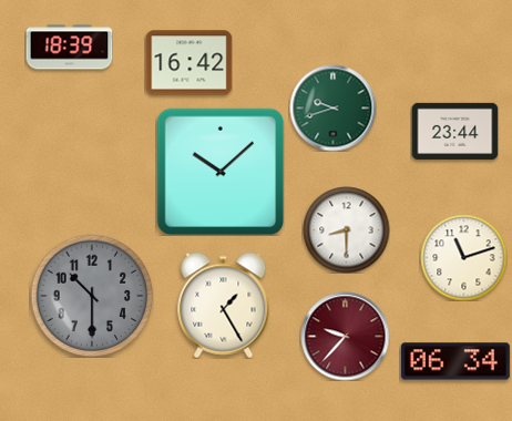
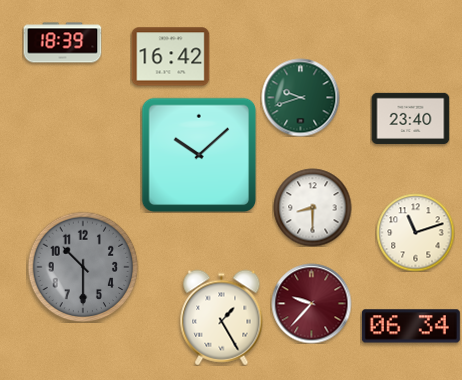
clock at (454, 131): 23:44 -> 23:40
clock at (463, 257) position: (463, 257) -> (415, 232)
clock at (224, 305) position: (224, 305) -> (222, 317)
